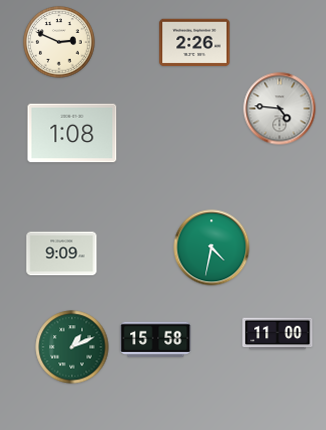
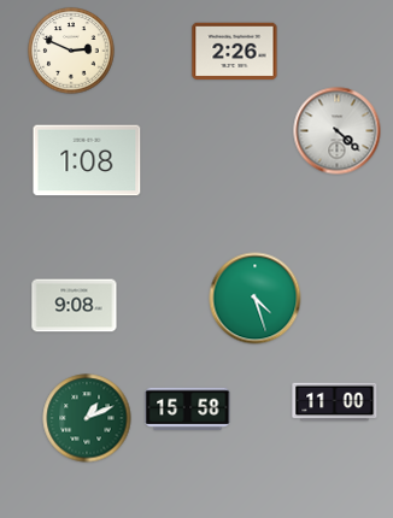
clock at (280, 109): 4:46 -> 4:22
clock at (212, 248): 4:32 -> 4:27
clock at (62, 254): 9:09 -> 9:08
